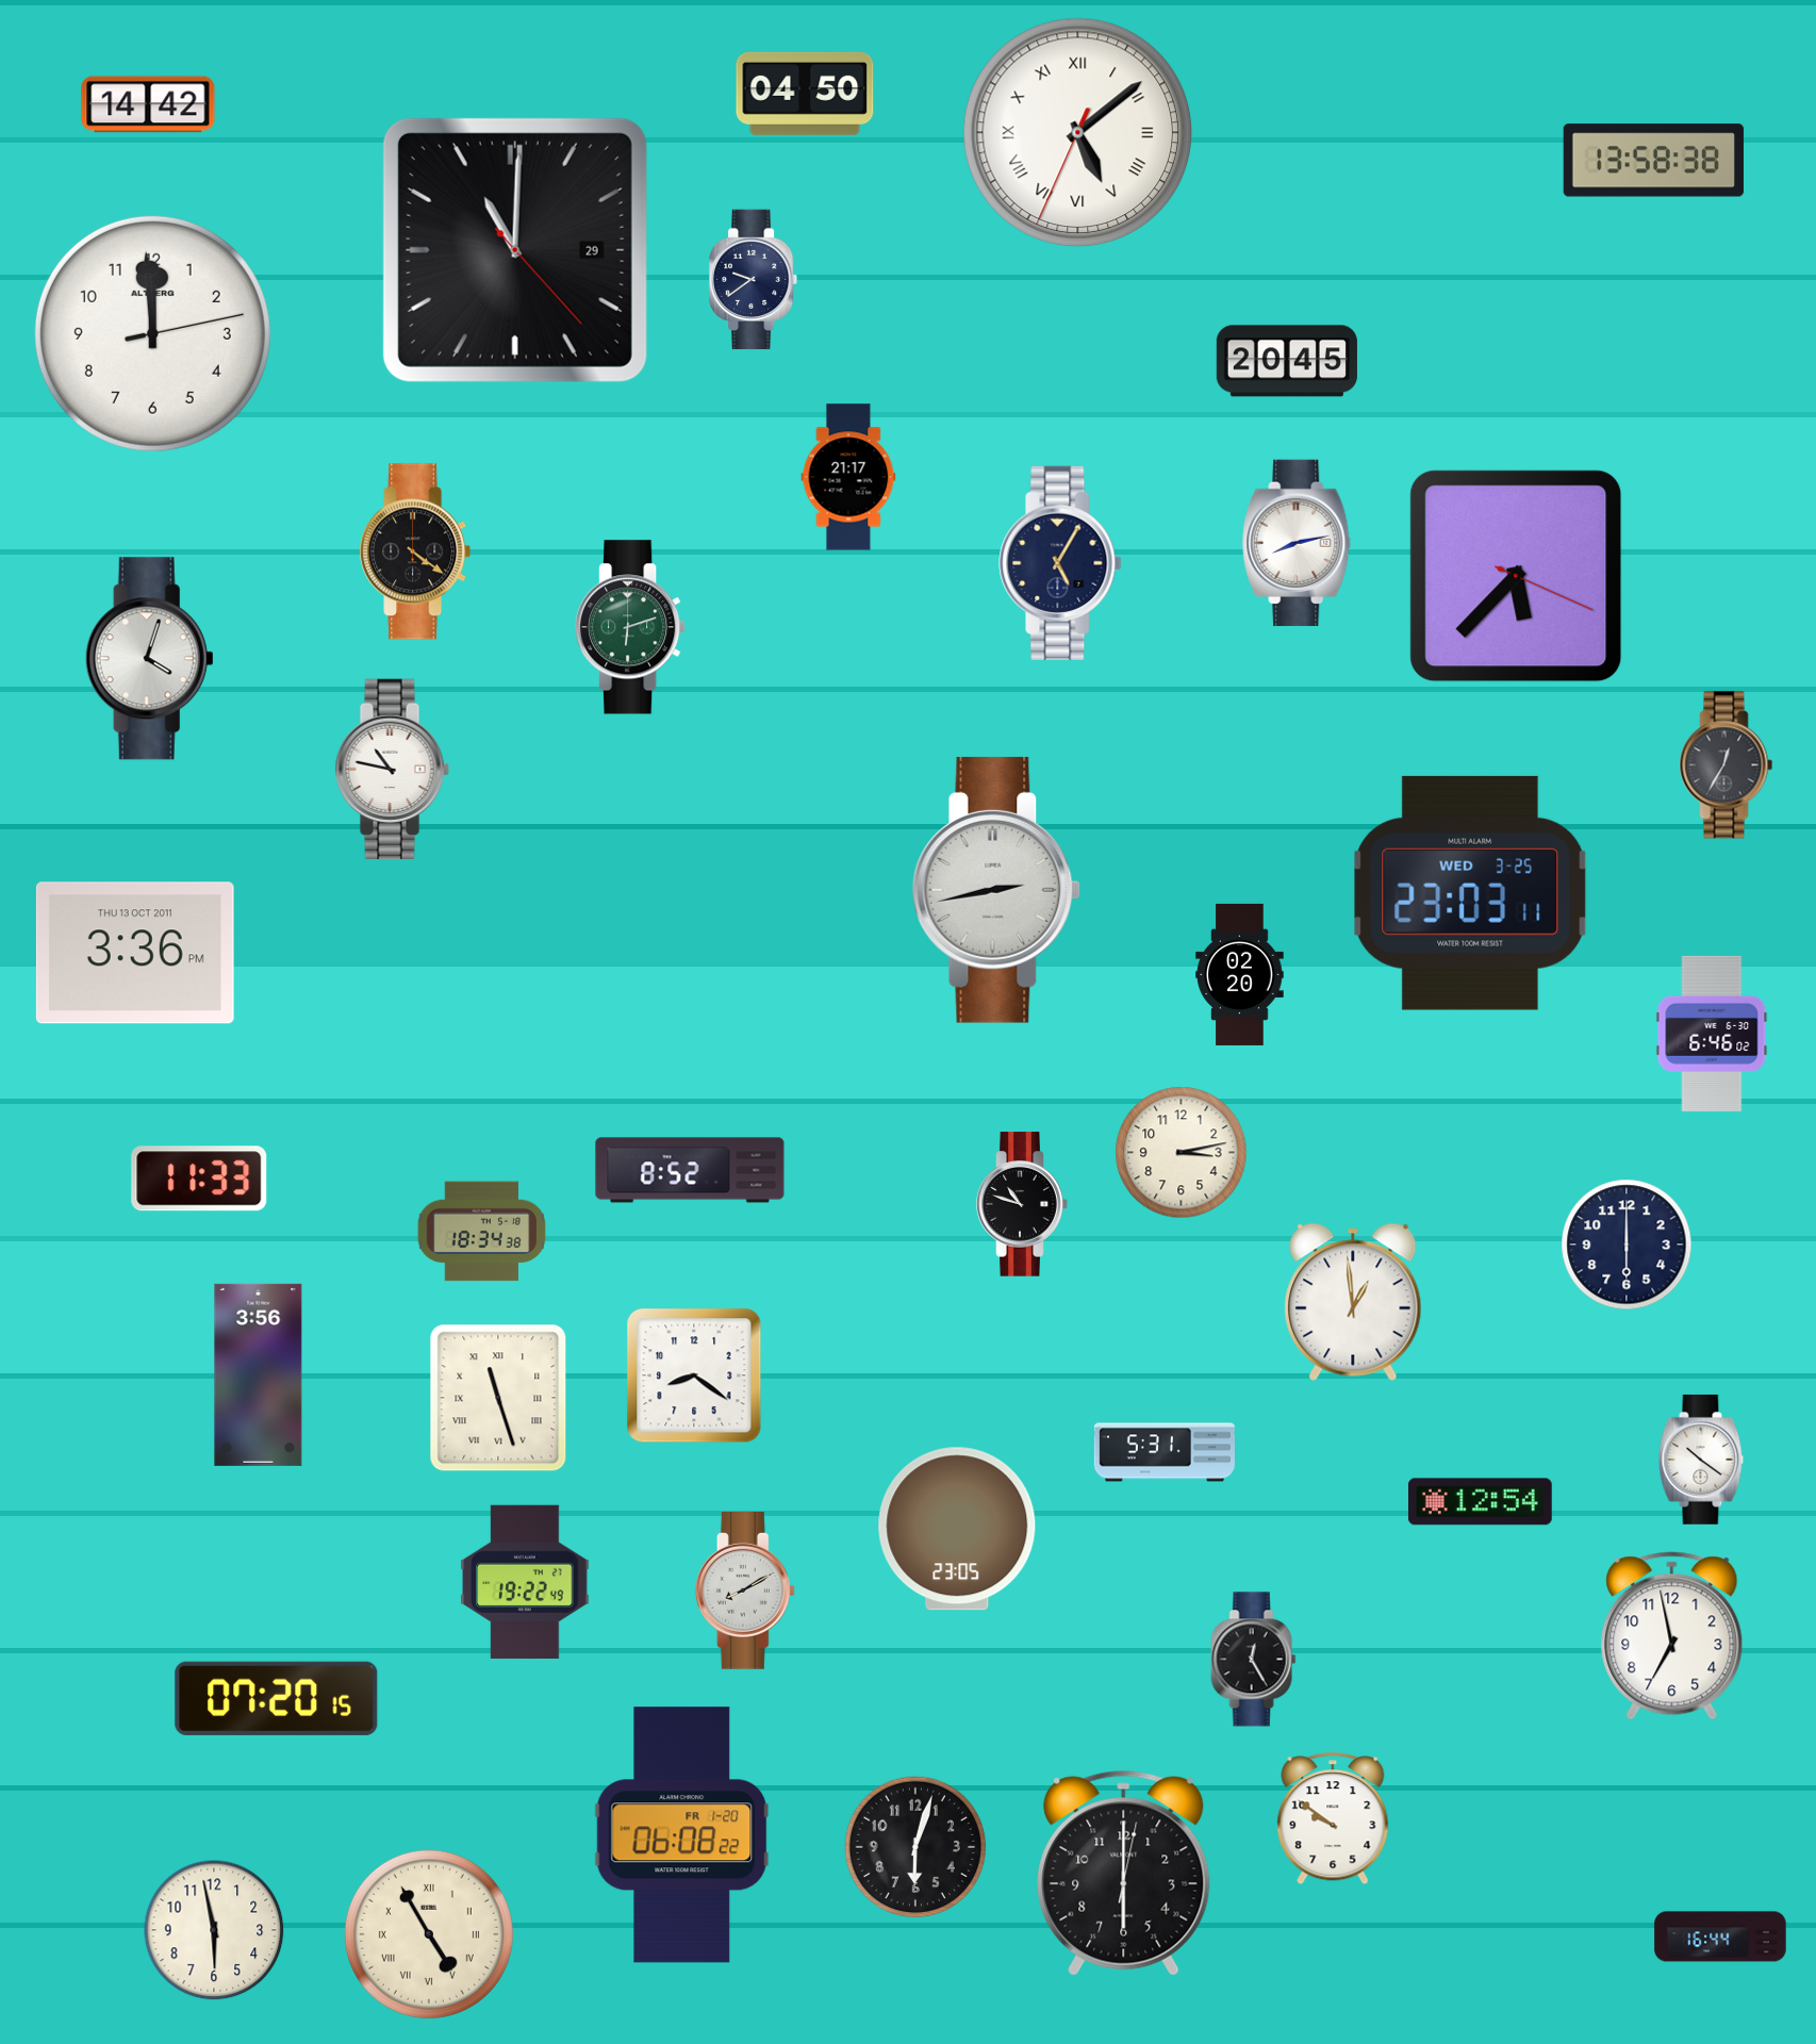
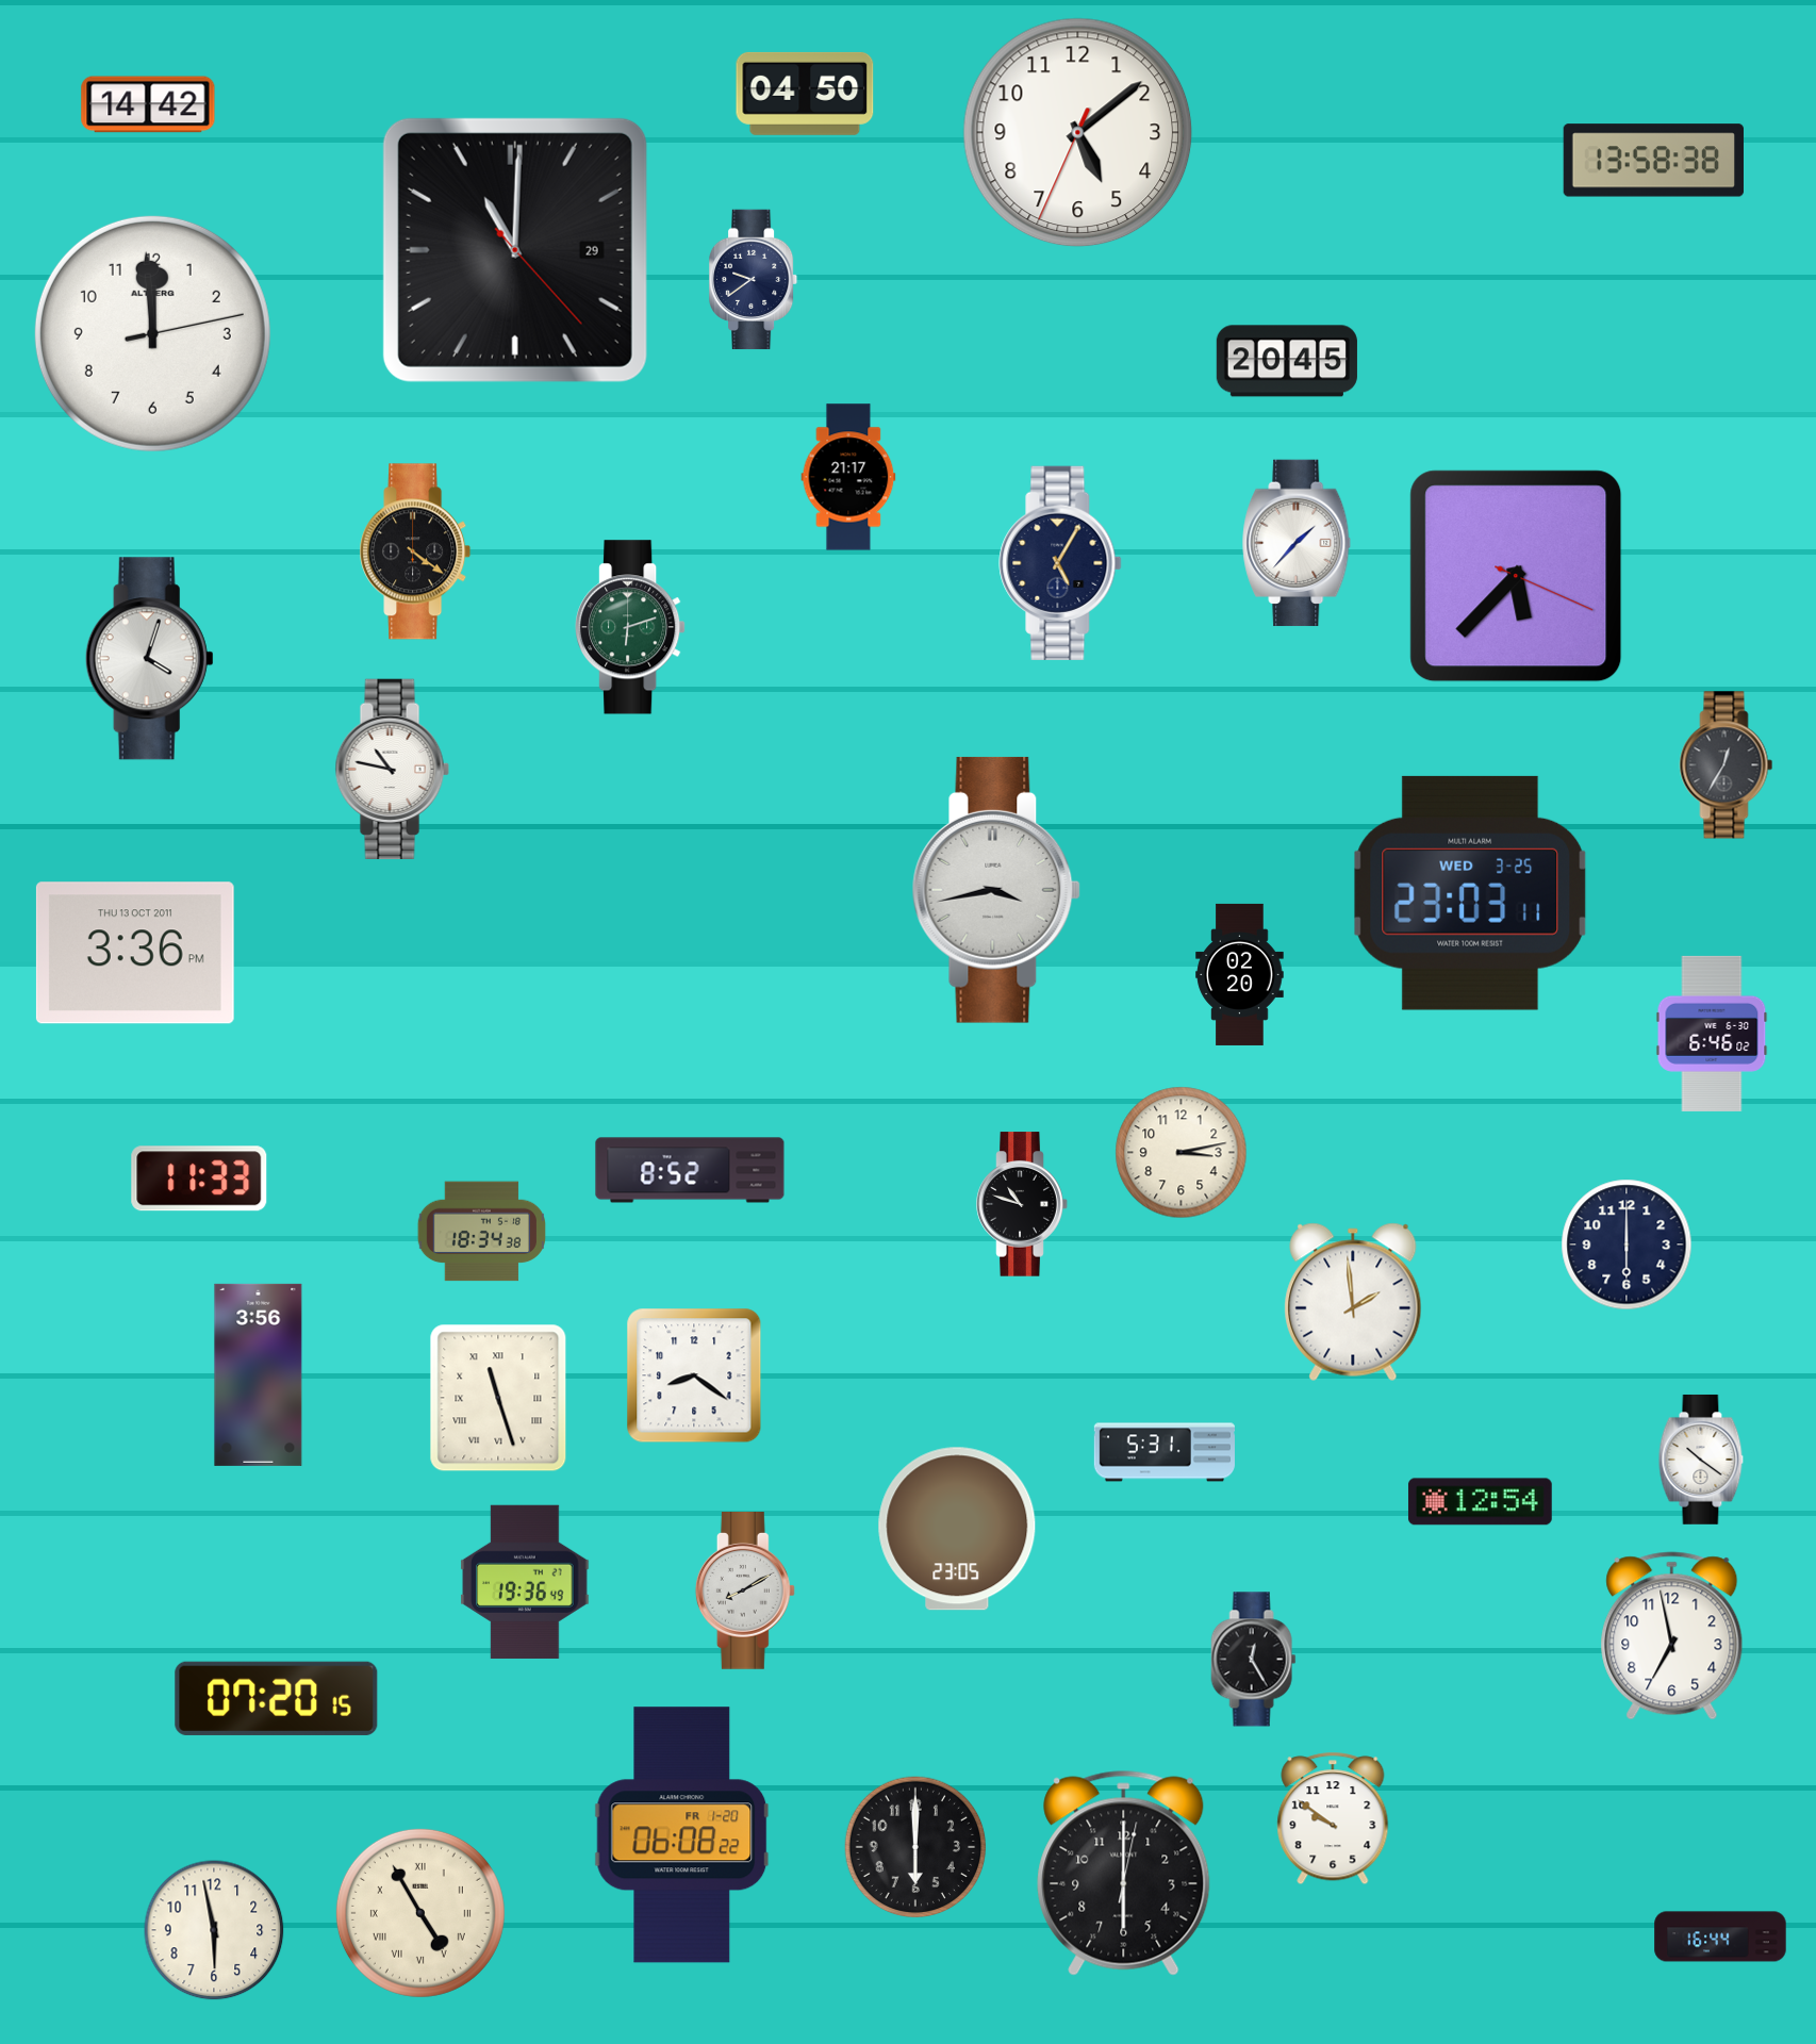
clock at (1078, 133) numerals: Roman -> Arabic
clock at (1298, 543): 8:13 -> 1:37
clock at (996, 890): 2:43 -> 3:43
clock at (1353, 1302): 12:59 -> 1:59
clock at (525, 1582): 19:22 -> 19:36
clock at (915, 1847): 6:03 -> 6:00
clock at (429, 1934) position: (429, 1934) -> (420, 1913)
